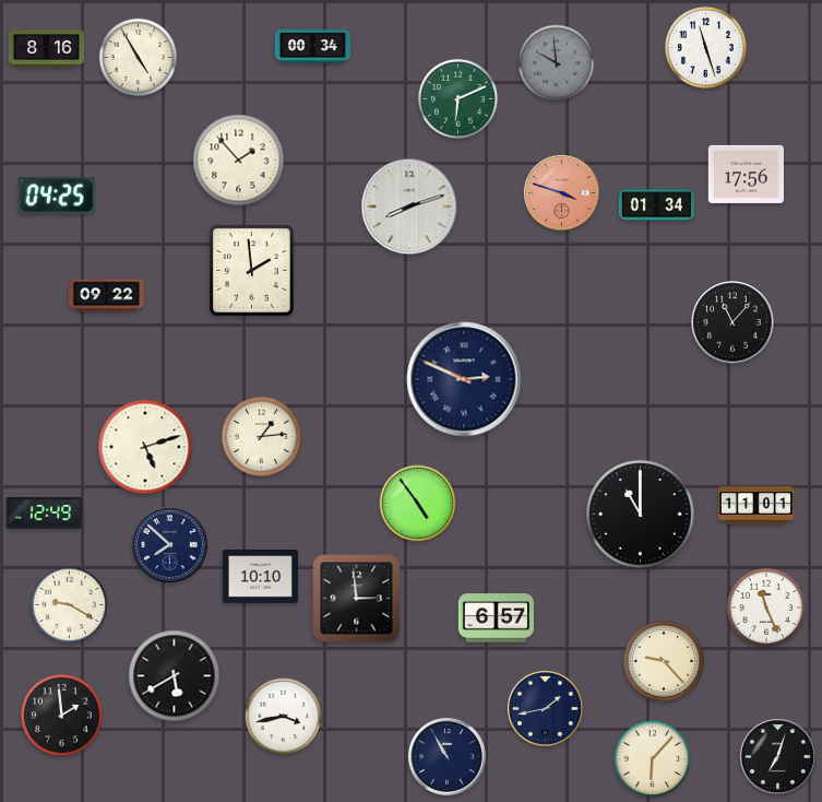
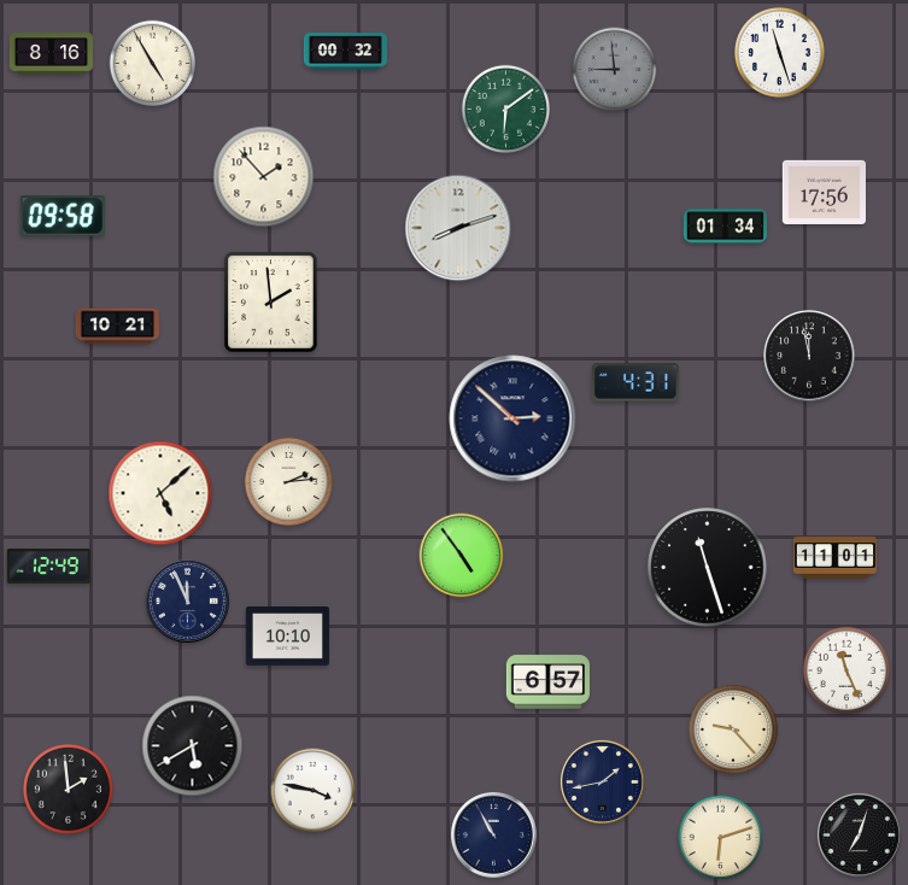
clock at (312, 47): 00:34 -> 00:32
clock at (557, 63): 9:59 -> 8:59
clock at (457, 98): 6:11 -> 6:09
clock at (561, 192): 3:48 -> none
clock at (57, 196): 04:25 -> 09:58
clock at (409, 207) position: (409, 207) -> (458, 228)
clock at (252, 271) position: (252, 271) -> (271, 303)
clock at (106, 296): 09:22 -> 10:21
clock at (732, 322): 11:07 -> 11:58
clock at (635, 382): none -> 4:31
clock at (464, 379): 2:49 -> 2:52
clock at (261, 436): 1:14 -> 2:14
clock at (145, 447): 5:12 -> 5:08
clock at (641, 515): 11:00 -> 11:27
clock at (169, 544): 7:52 -> 11:56
clock at (357, 599): 2:59 -> none
clock at (70, 605): 9:20 -> none
clock at (284, 717): 3:43 -> 3:47
clock at (653, 759): 6:07 -> 6:12
